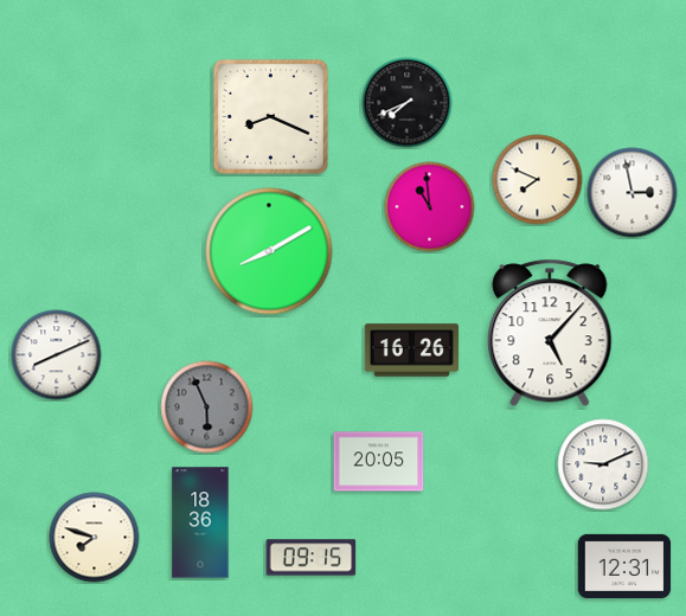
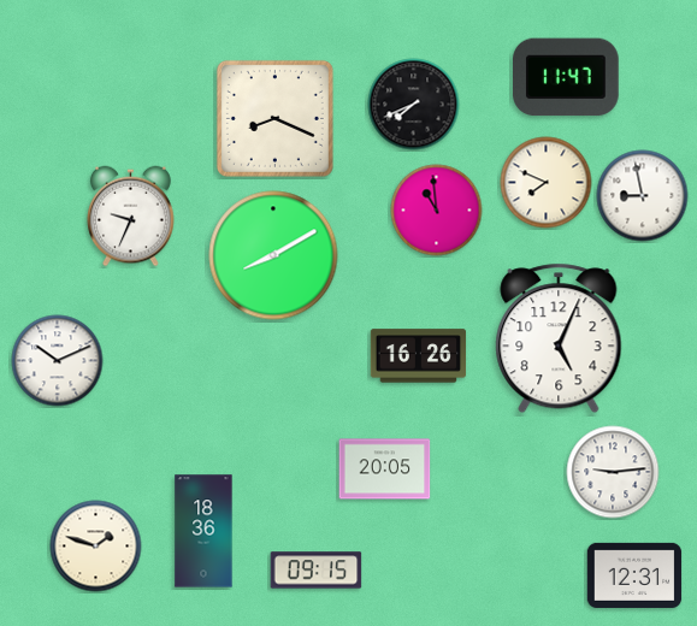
clock at (567, 77): none -> 11:47
clock at (633, 193): 2:58 -> 8:58
clock at (131, 217): none -> 9:34
clock at (550, 333): 5:07 -> 5:04
clock at (57, 355): 8:11 -> 10:11
clock at (207, 408): 5:56 -> none
clock at (603, 464): 9:11 -> 9:14
clock at (95, 538): 7:48 -> 1:48
clock at (312, 558) position: (312, 558) -> (317, 571)
